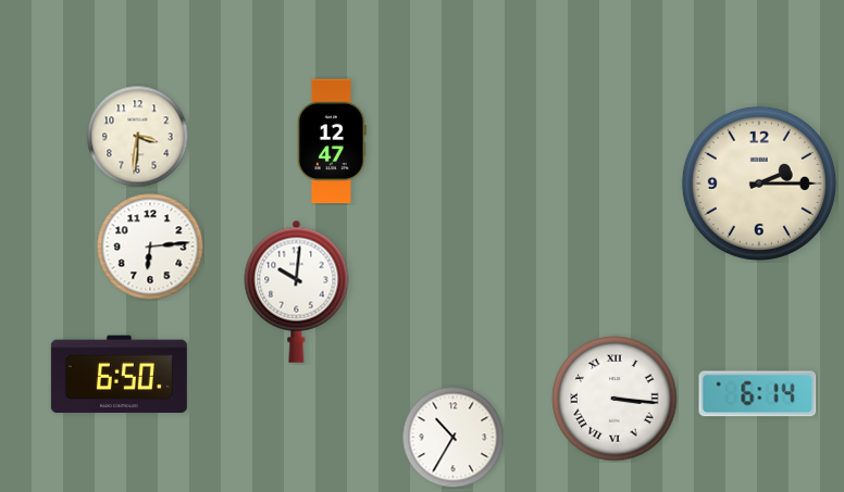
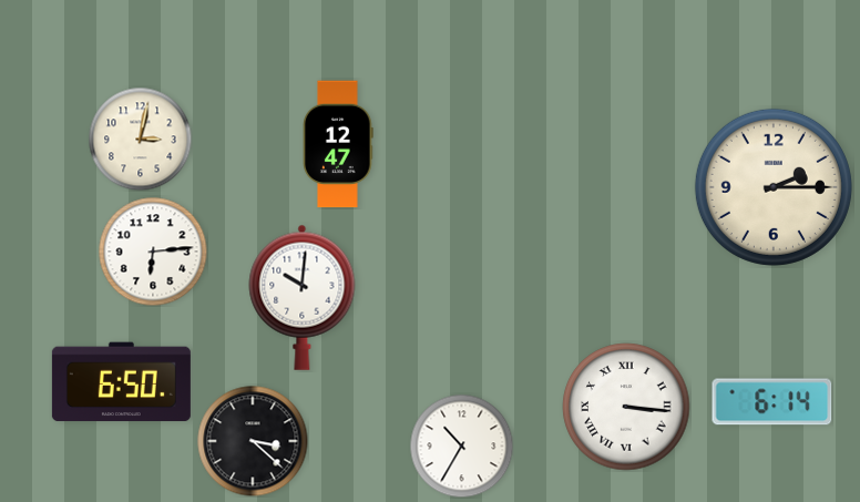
clock at (137, 136): 3:31 -> 3:02
clock at (253, 441): none -> 3:22
